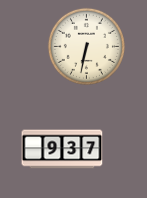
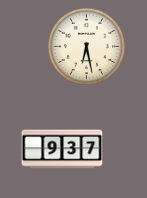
clock at (86, 46): 6:32 -> 6:28
